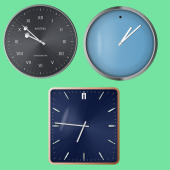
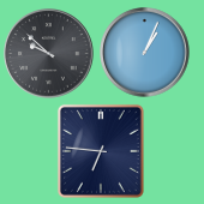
clock at (41, 42) position: (41, 42) -> (49, 54)
clock at (121, 44): 1:08 -> 1:04
